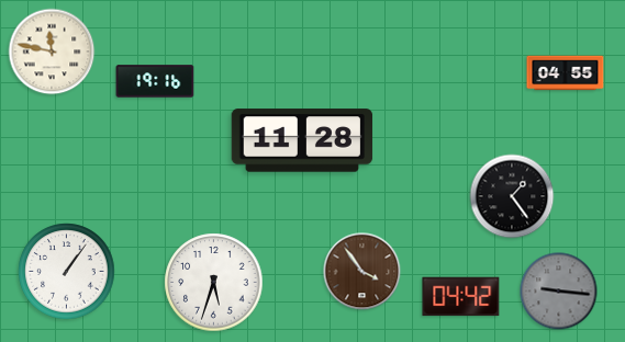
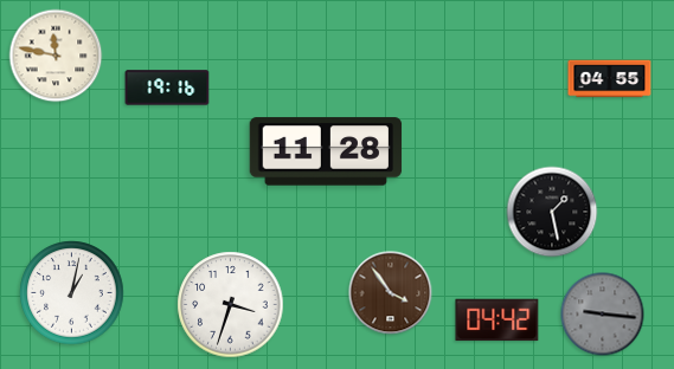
clock at (512, 196): 1:24 -> 1:28
clock at (67, 272): 1:06 -> 1:02
clock at (214, 283): 5:33 -> 3:33
